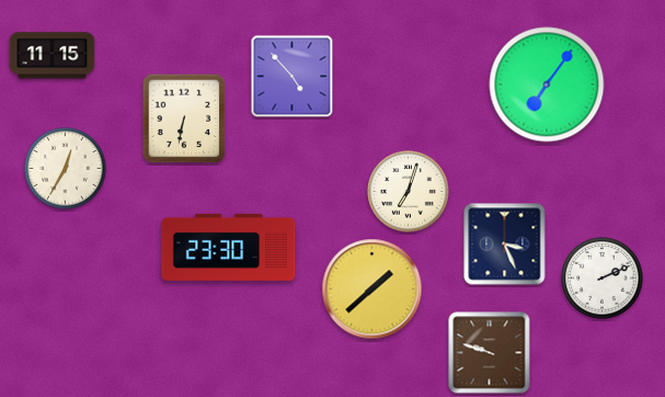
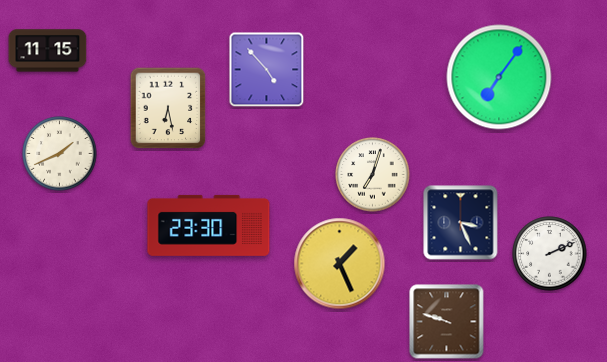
clock at (184, 118): 6:32 -> 6:28
clock at (66, 169): 12:35 -> 1:41
clock at (372, 290): 1:38 -> 1:26
